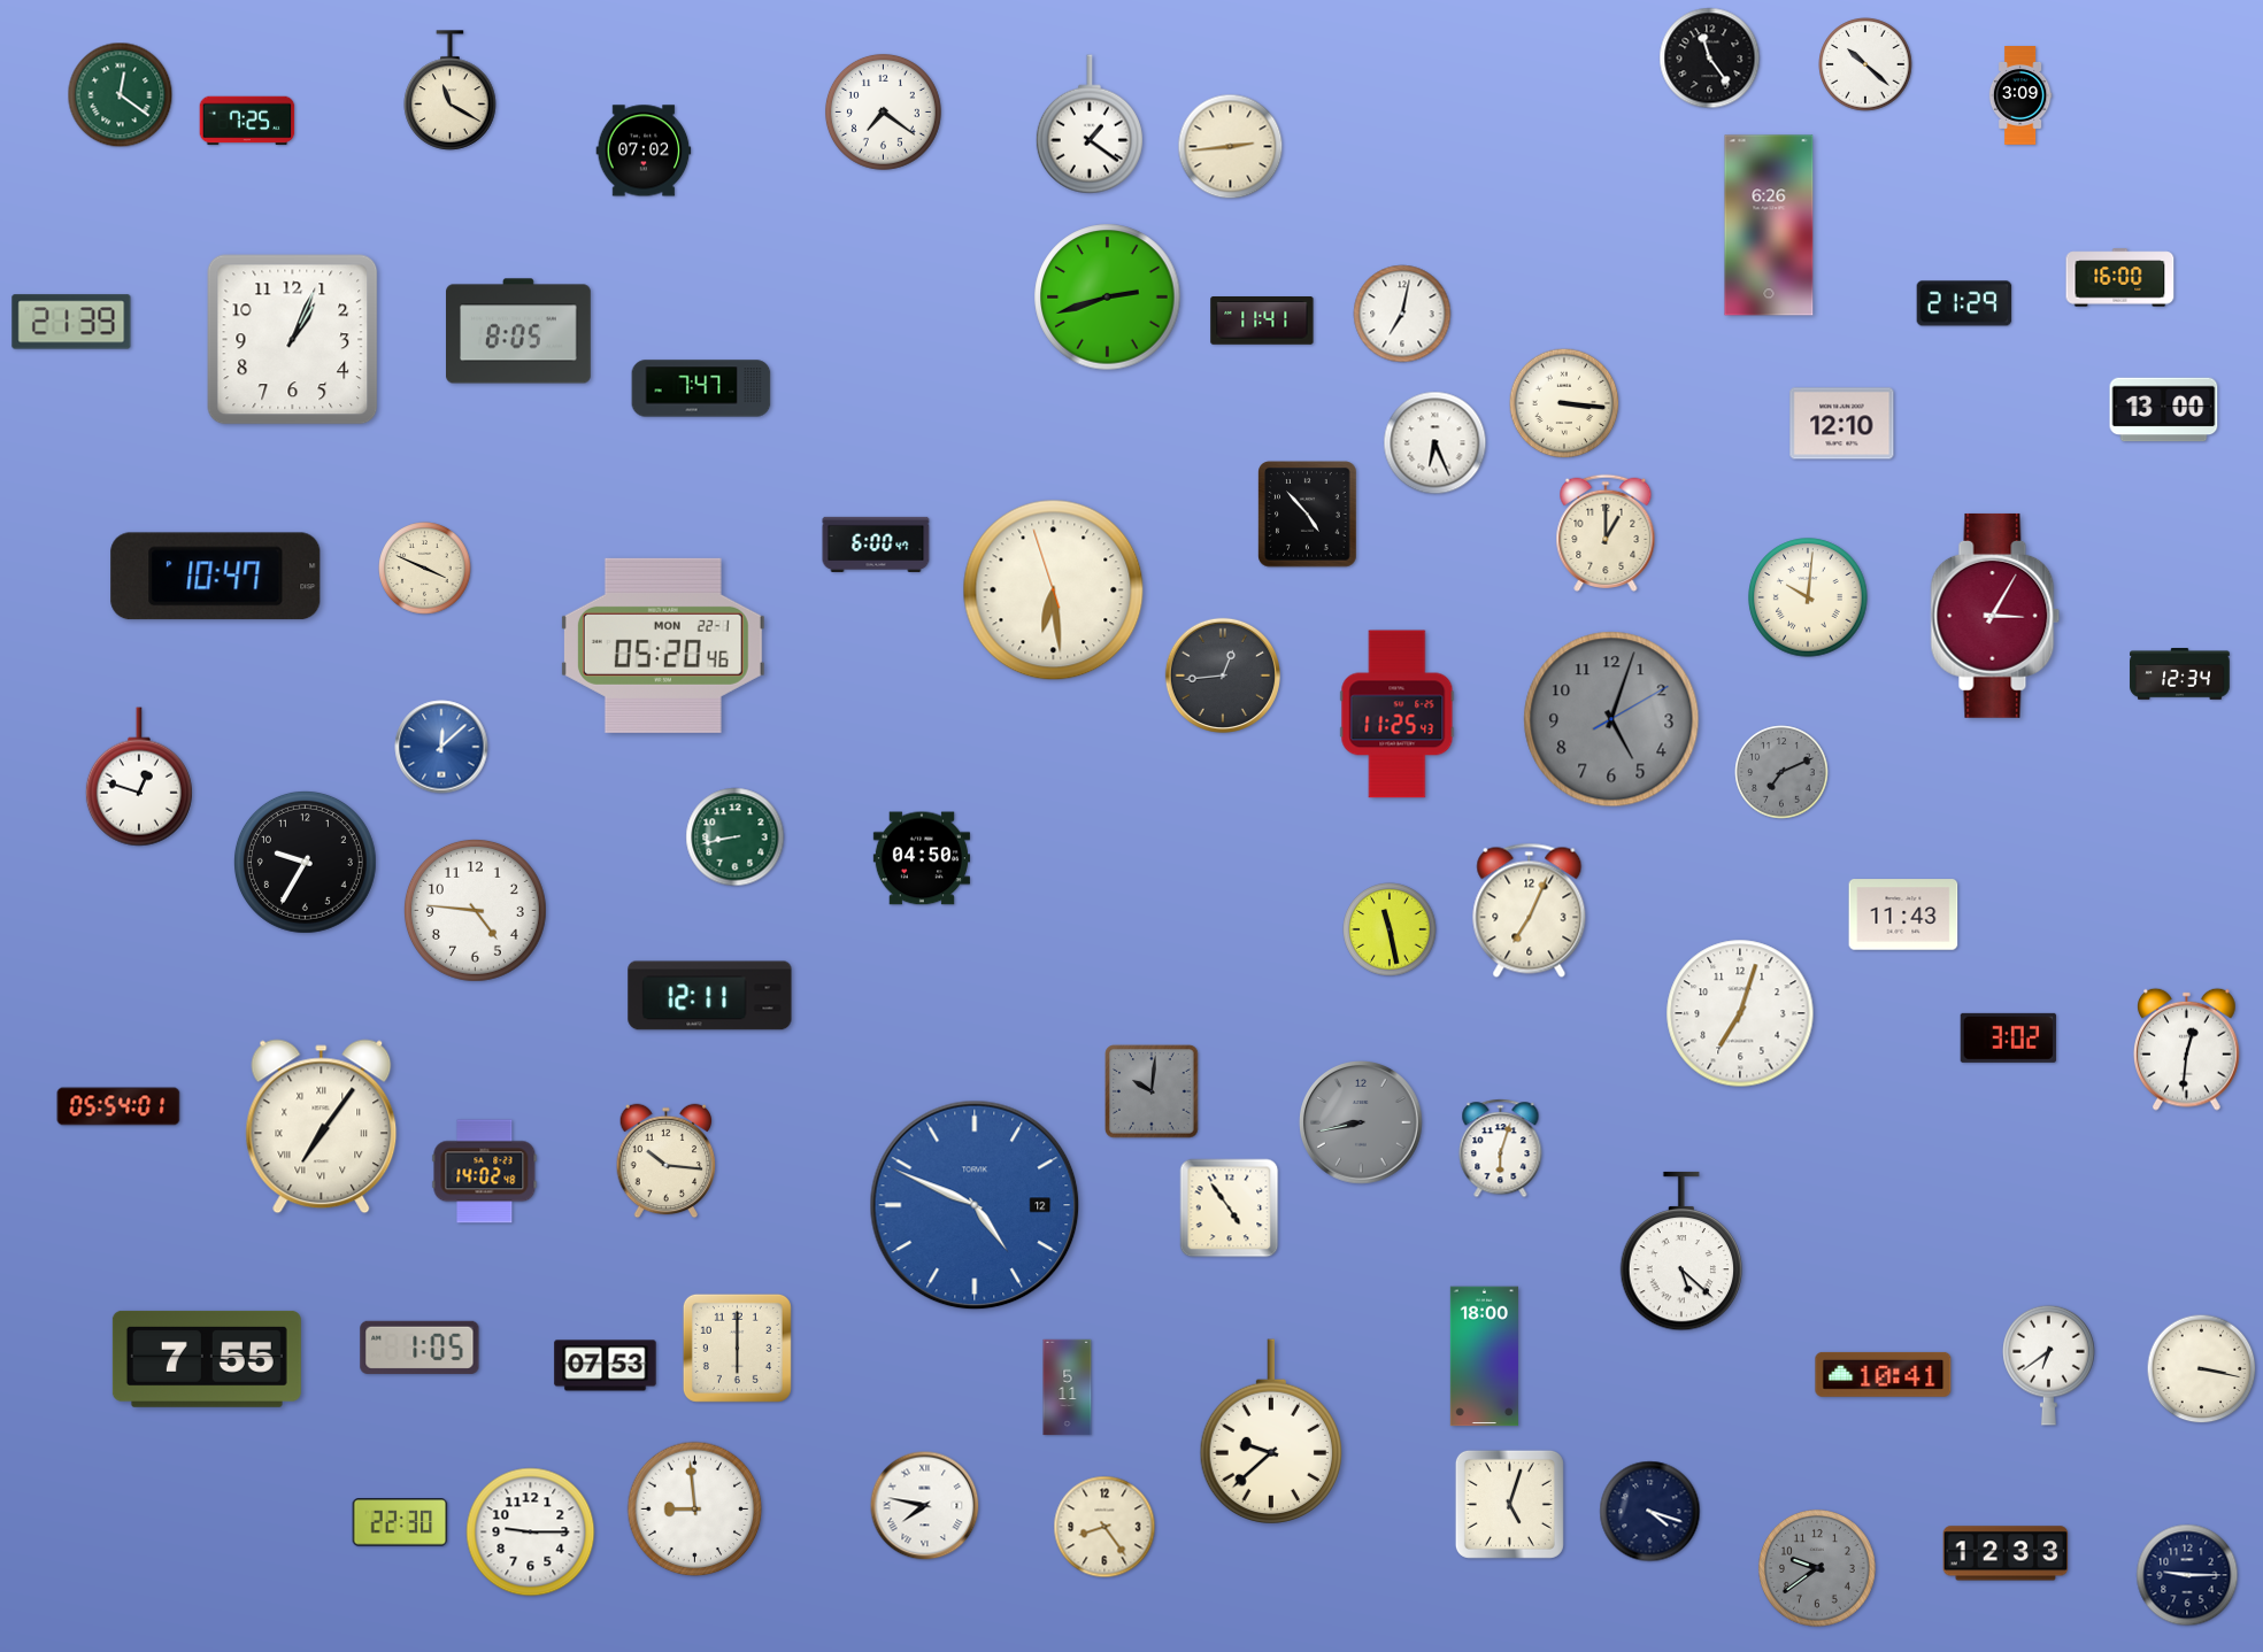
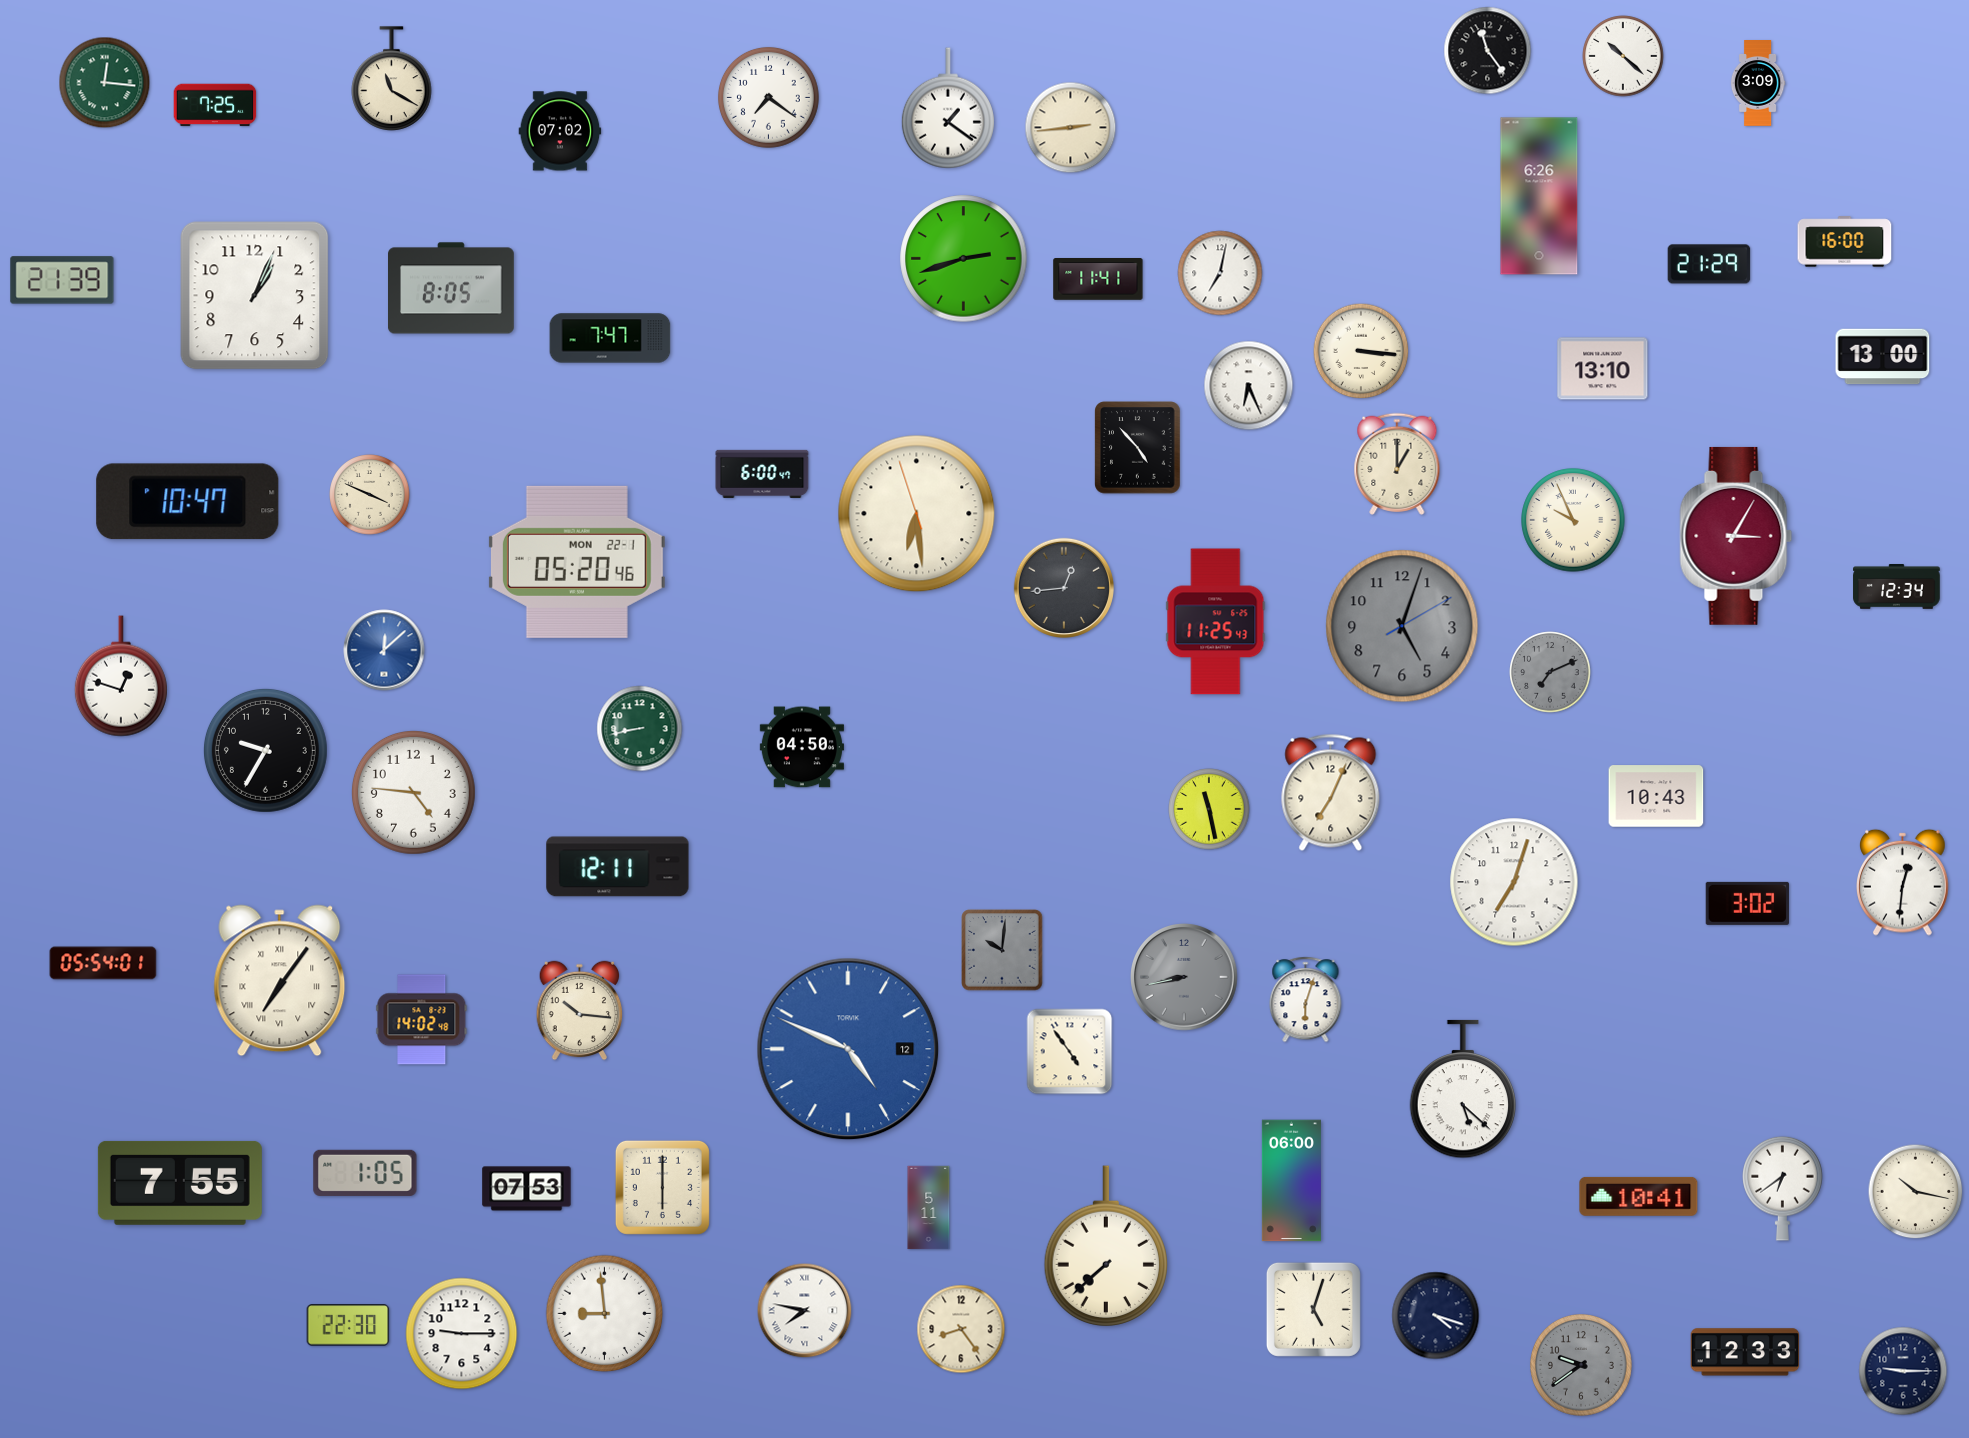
clock at (121, 95): 12:21 -> 12:16
clock at (1842, 424): 12:10 -> 13:10
clock at (1808, 597): 10:01 -> 9:56
clock at (1903, 914): 11:43 -> 10:43
clock at (2187, 1049) position: (2187, 1049) -> (1903, 882)
clock at (737, 1348) position: (737, 1348) -> (662, 1187)
clock at (1484, 1357): 18:00 -> 06:00
clock at (2202, 1369): 3:17 -> 10:17
clock at (1270, 1433): 9:38 -> 7:38
